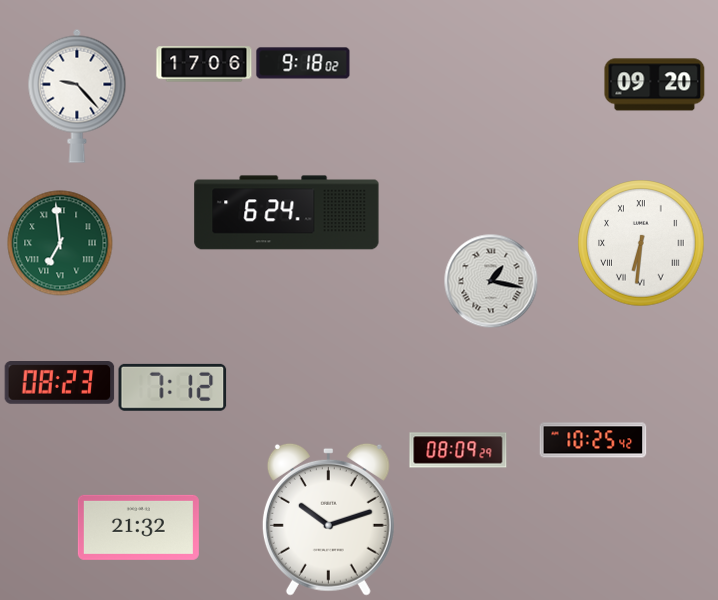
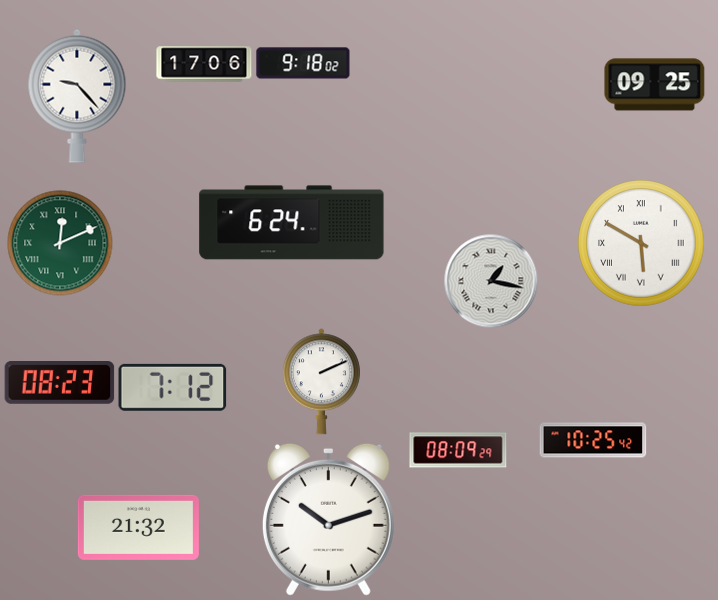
clock at (655, 85): 09:20 -> 09:25
clock at (287, 213) position: (287, 213) -> (292, 223)
clock at (60, 243): 6:59 -> 12:11
clock at (641, 243): 6:31 -> 5:50
clock at (321, 382): none -> 2:11
